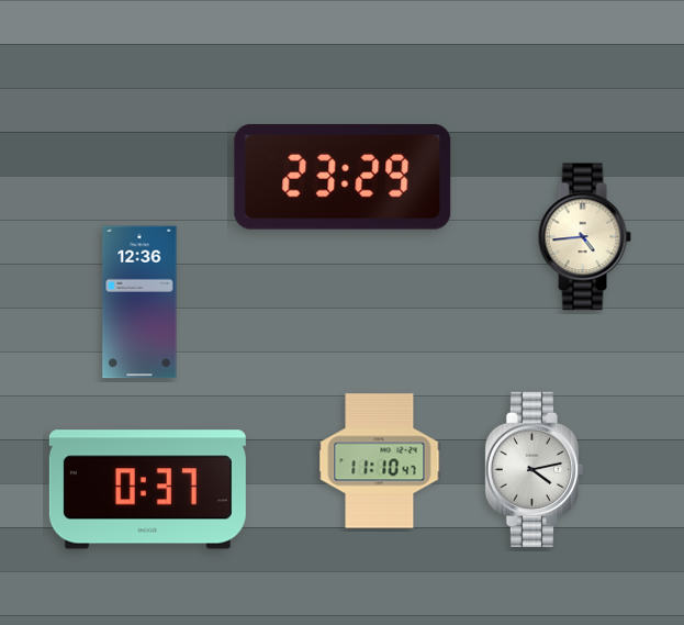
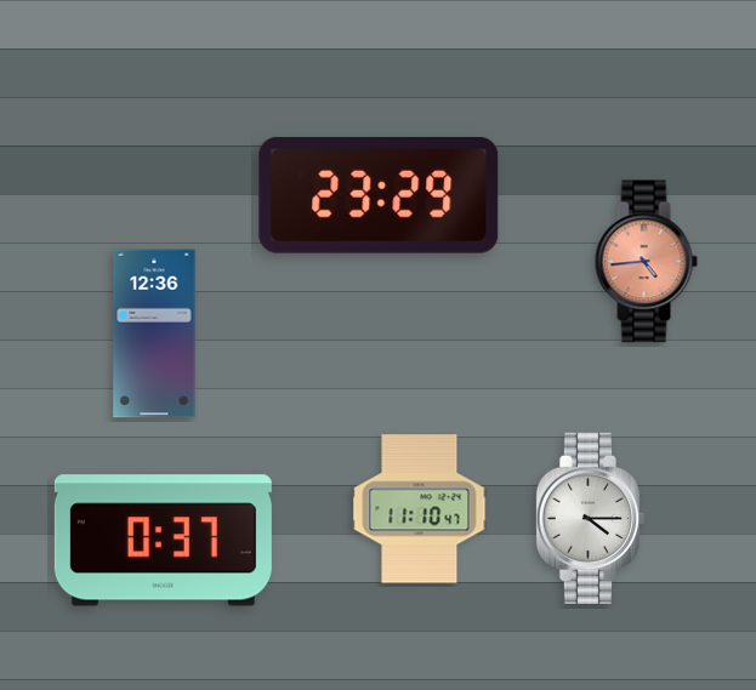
clock at (584, 237) dial: cream -> salmon
clock at (535, 469): 4:13 -> 4:15
